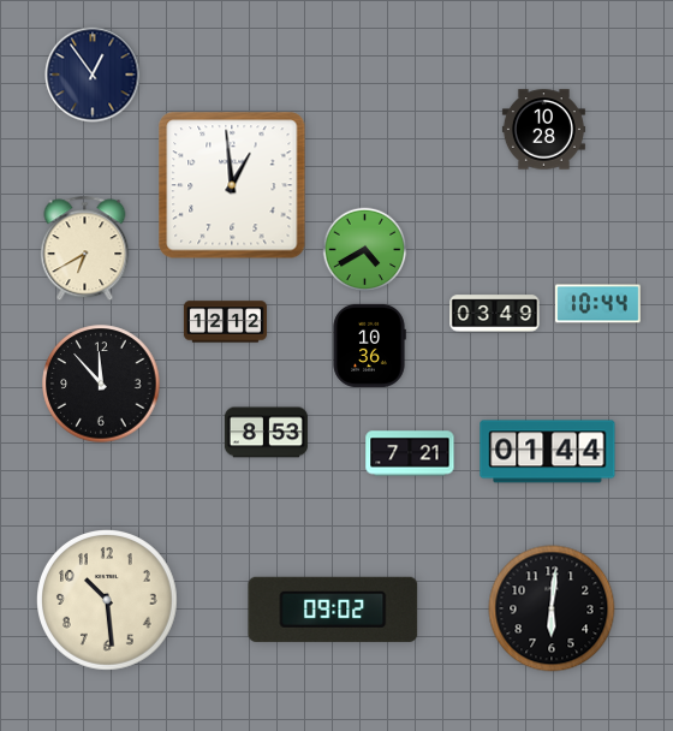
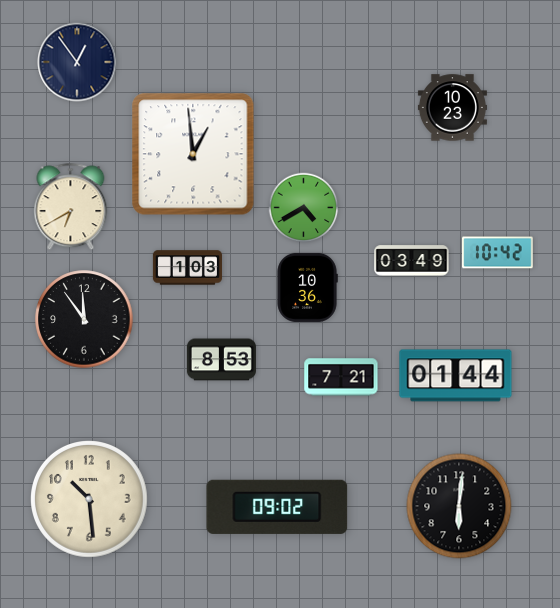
clock at (543, 130): 10:28 -> 10:23
clock at (598, 304): 10:44 -> 10:42
clock at (225, 322): 12:12 -> 1:03
clock at (101, 384): 11:53 -> 11:54
